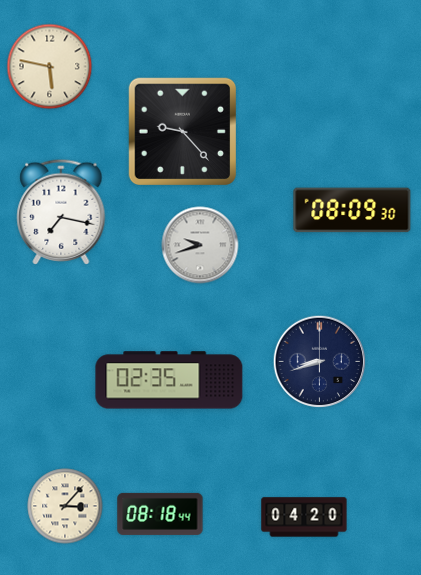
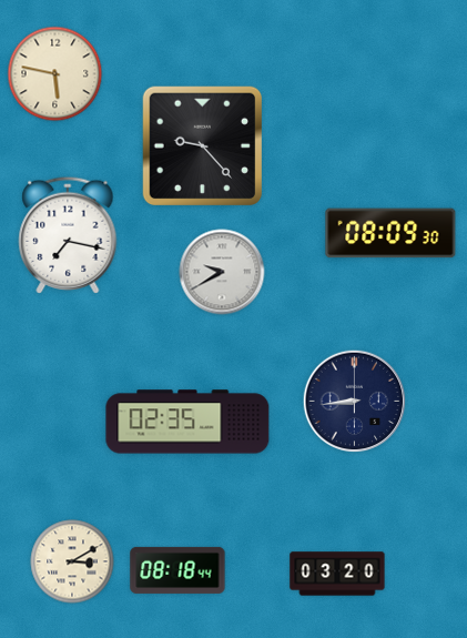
clock at (200, 245): 9:42 -> 9:40
clock at (320, 362): 8:42 -> 8:44
clock at (65, 506): 3:07 -> 3:10
clock at (304, 517): 04:20 -> 03:20
